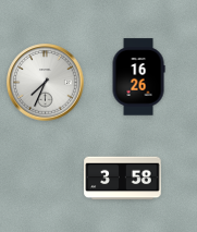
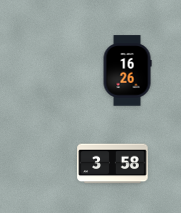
clock at (46, 83): 7:34 -> none
